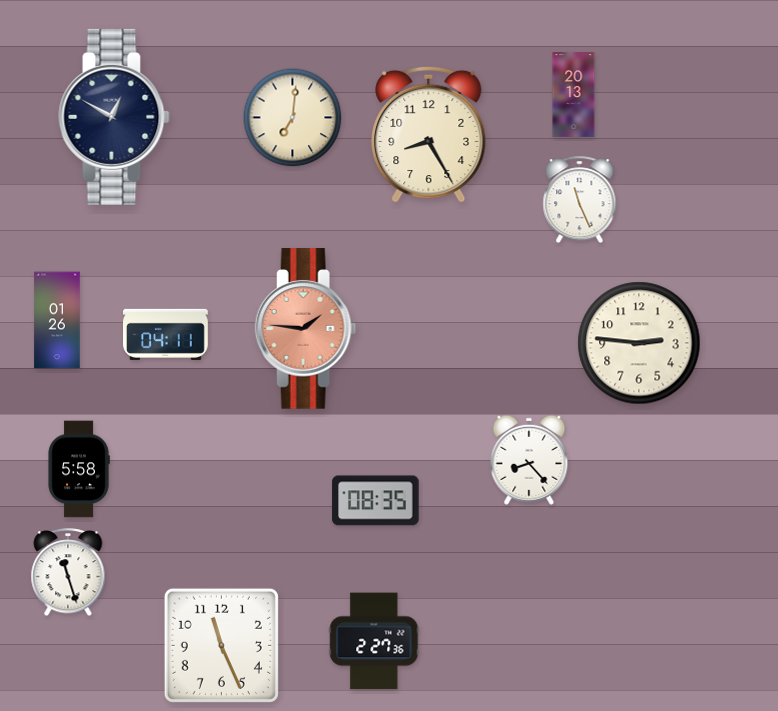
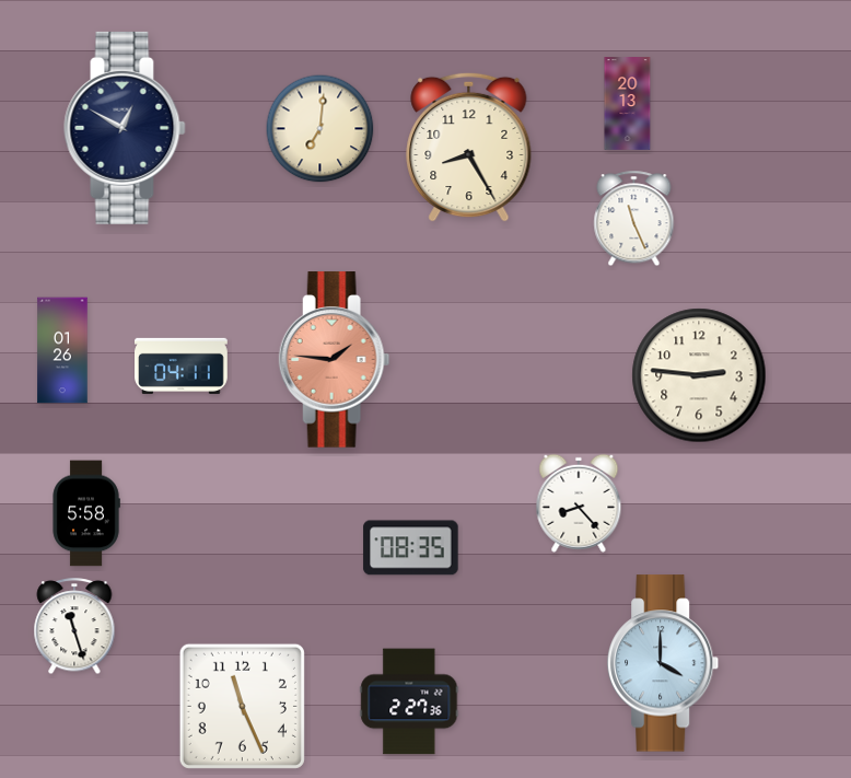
clock at (663, 663): none -> 4:00
